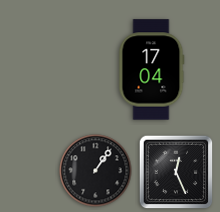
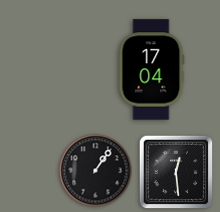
clock at (176, 172): 12:26 -> 12:29
